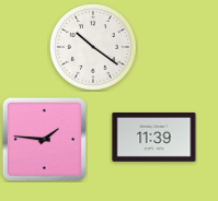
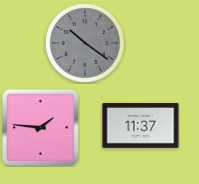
clock at (94, 48) dial: white -> grey
clock at (154, 137): 11:39 -> 11:37
